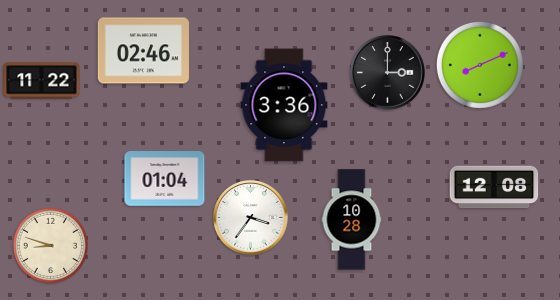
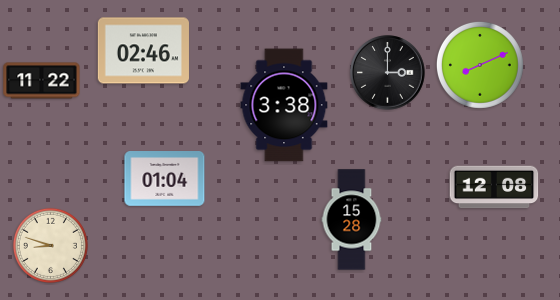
clock at (284, 105): 3:36 -> 3:38
clock at (251, 218): 3:36 -> none
clock at (352, 220): 10:28 -> 15:28
